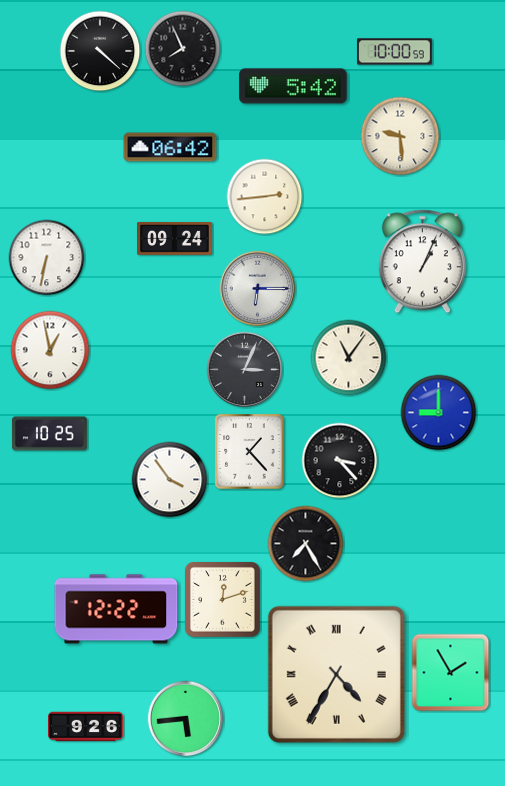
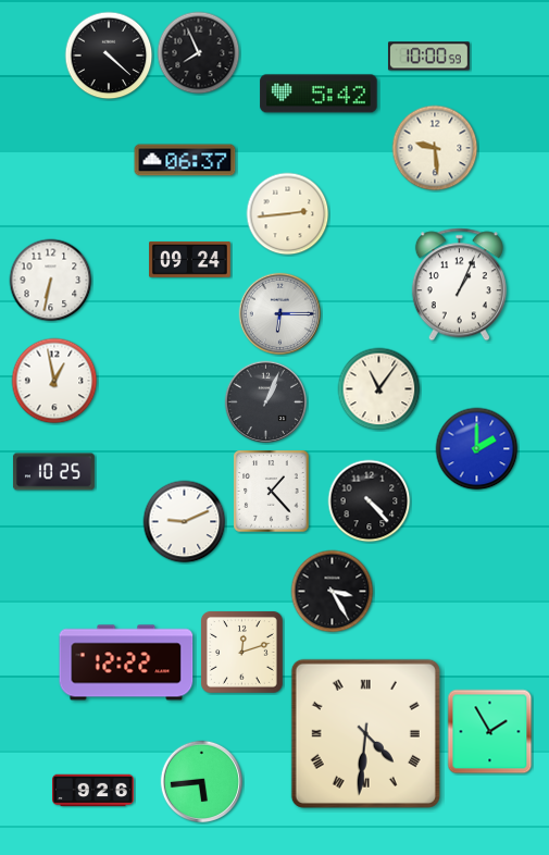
clock at (170, 147): 06:42 -> 06:37
clock at (245, 370): 3:04 -> 1:04
clock at (439, 413): 9:00 -> 2:00
clock at (340, 461): 3:23 -> 4:23
clock at (170, 480): 3:54 -> 9:11
clock at (306, 544): 7:25 -> 3:25
clock at (336, 674): 4:35 -> 4:31
